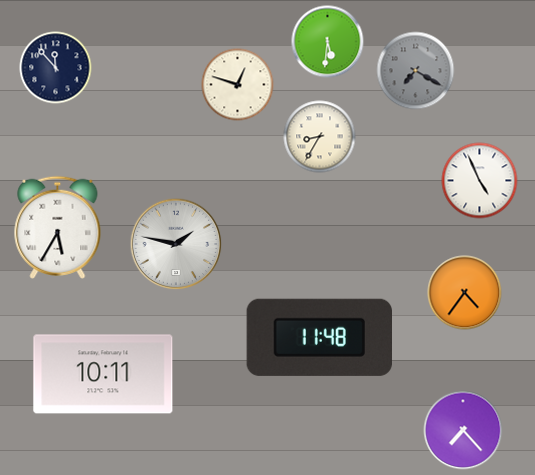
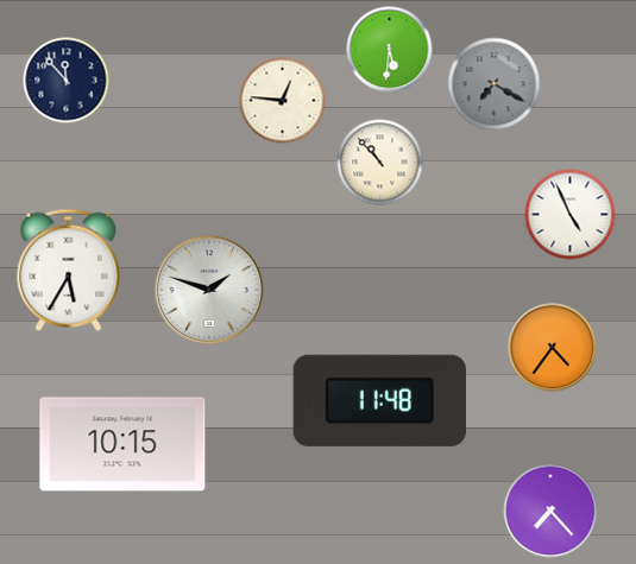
clock at (238, 85): 12:48 -> 12:46
clock at (320, 137): 8:35 -> 10:53
clock at (176, 244): 1:47 -> 1:48
clock at (103, 374): 10:11 -> 10:15
